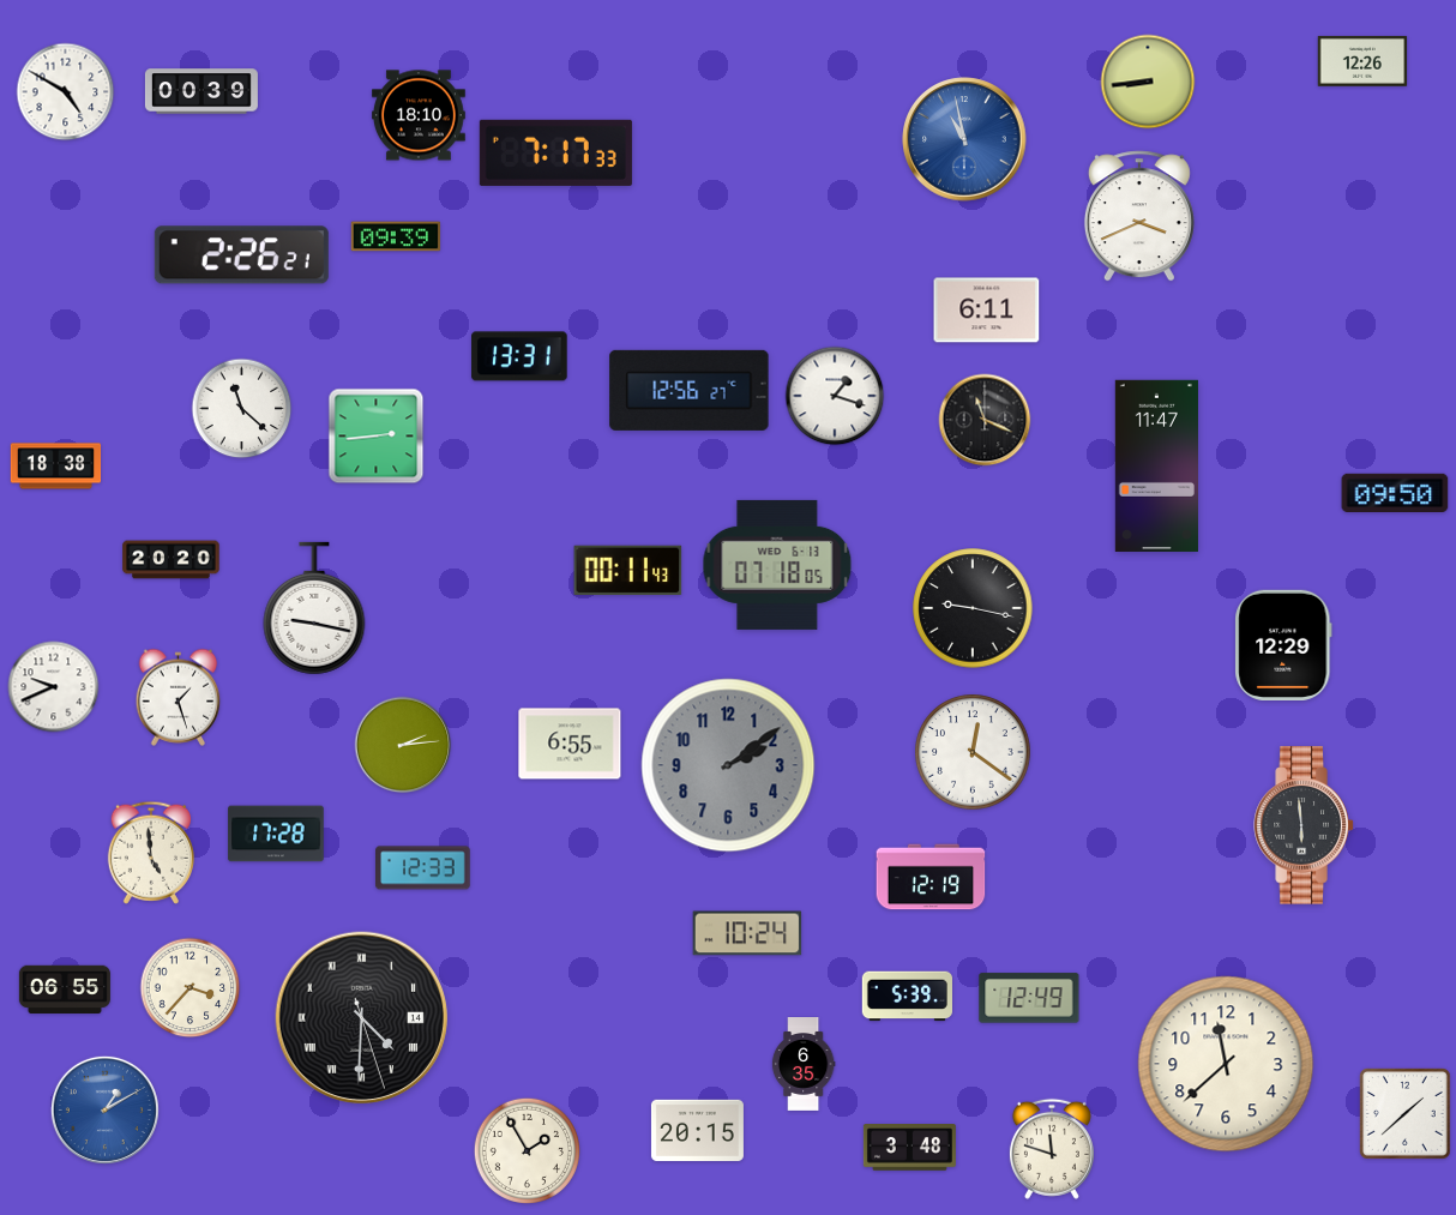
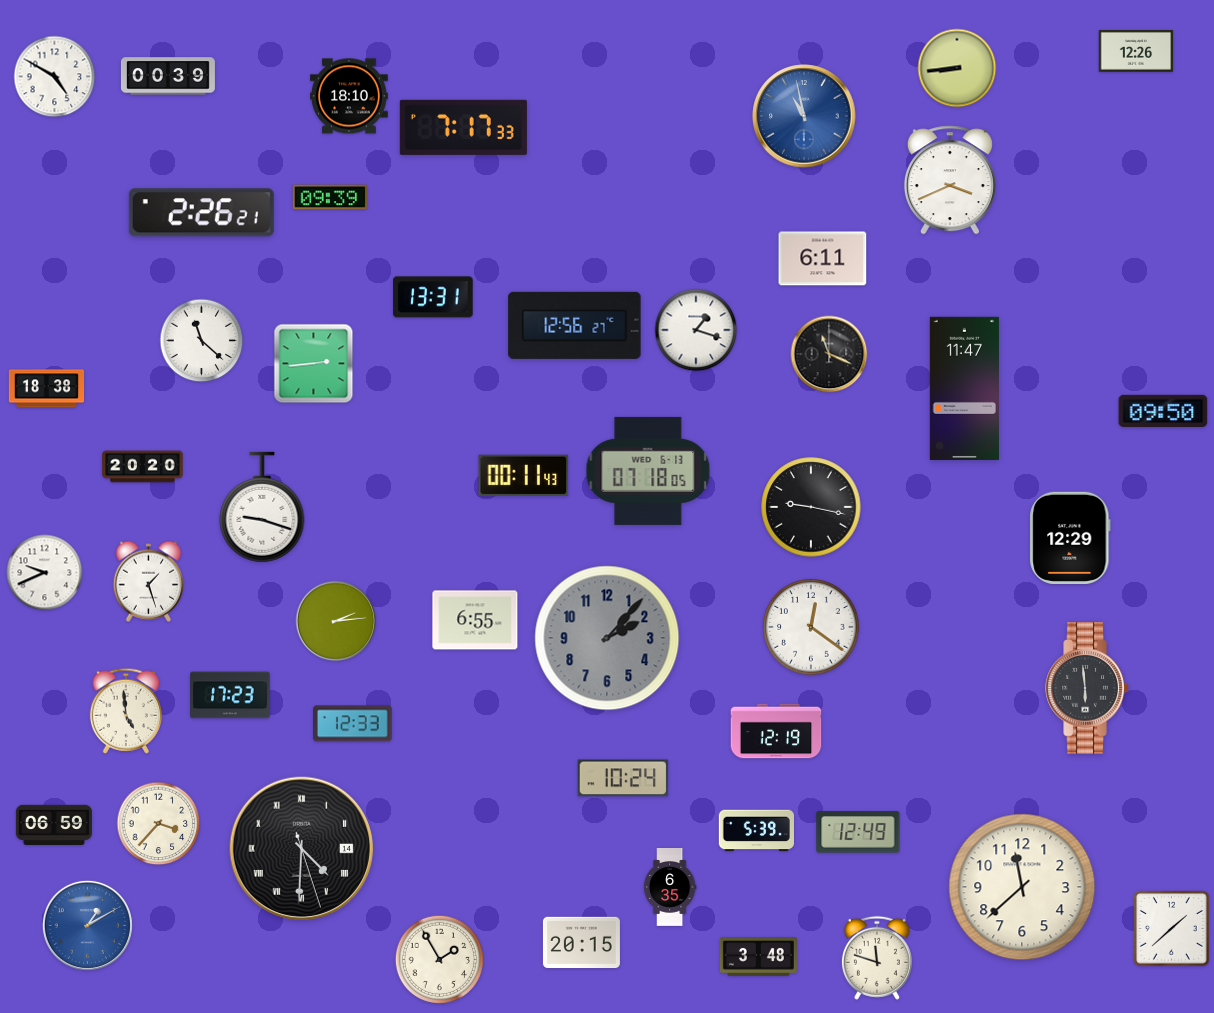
clock at (985, 420) position: (985, 420) -> (829, 354)
clock at (314, 608): 9:17 -> 9:18
clock at (728, 765): 2:09 -> 2:07
clock at (276, 834): 17:28 -> 17:23
clock at (65, 988): 06:55 -> 06:59
